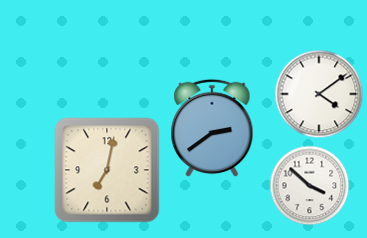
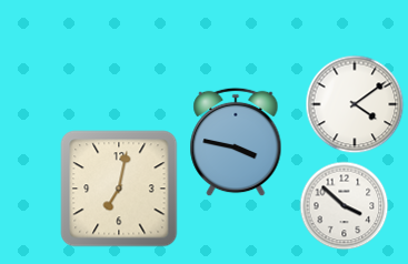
clock at (212, 128): 2:39 -> 3:47
